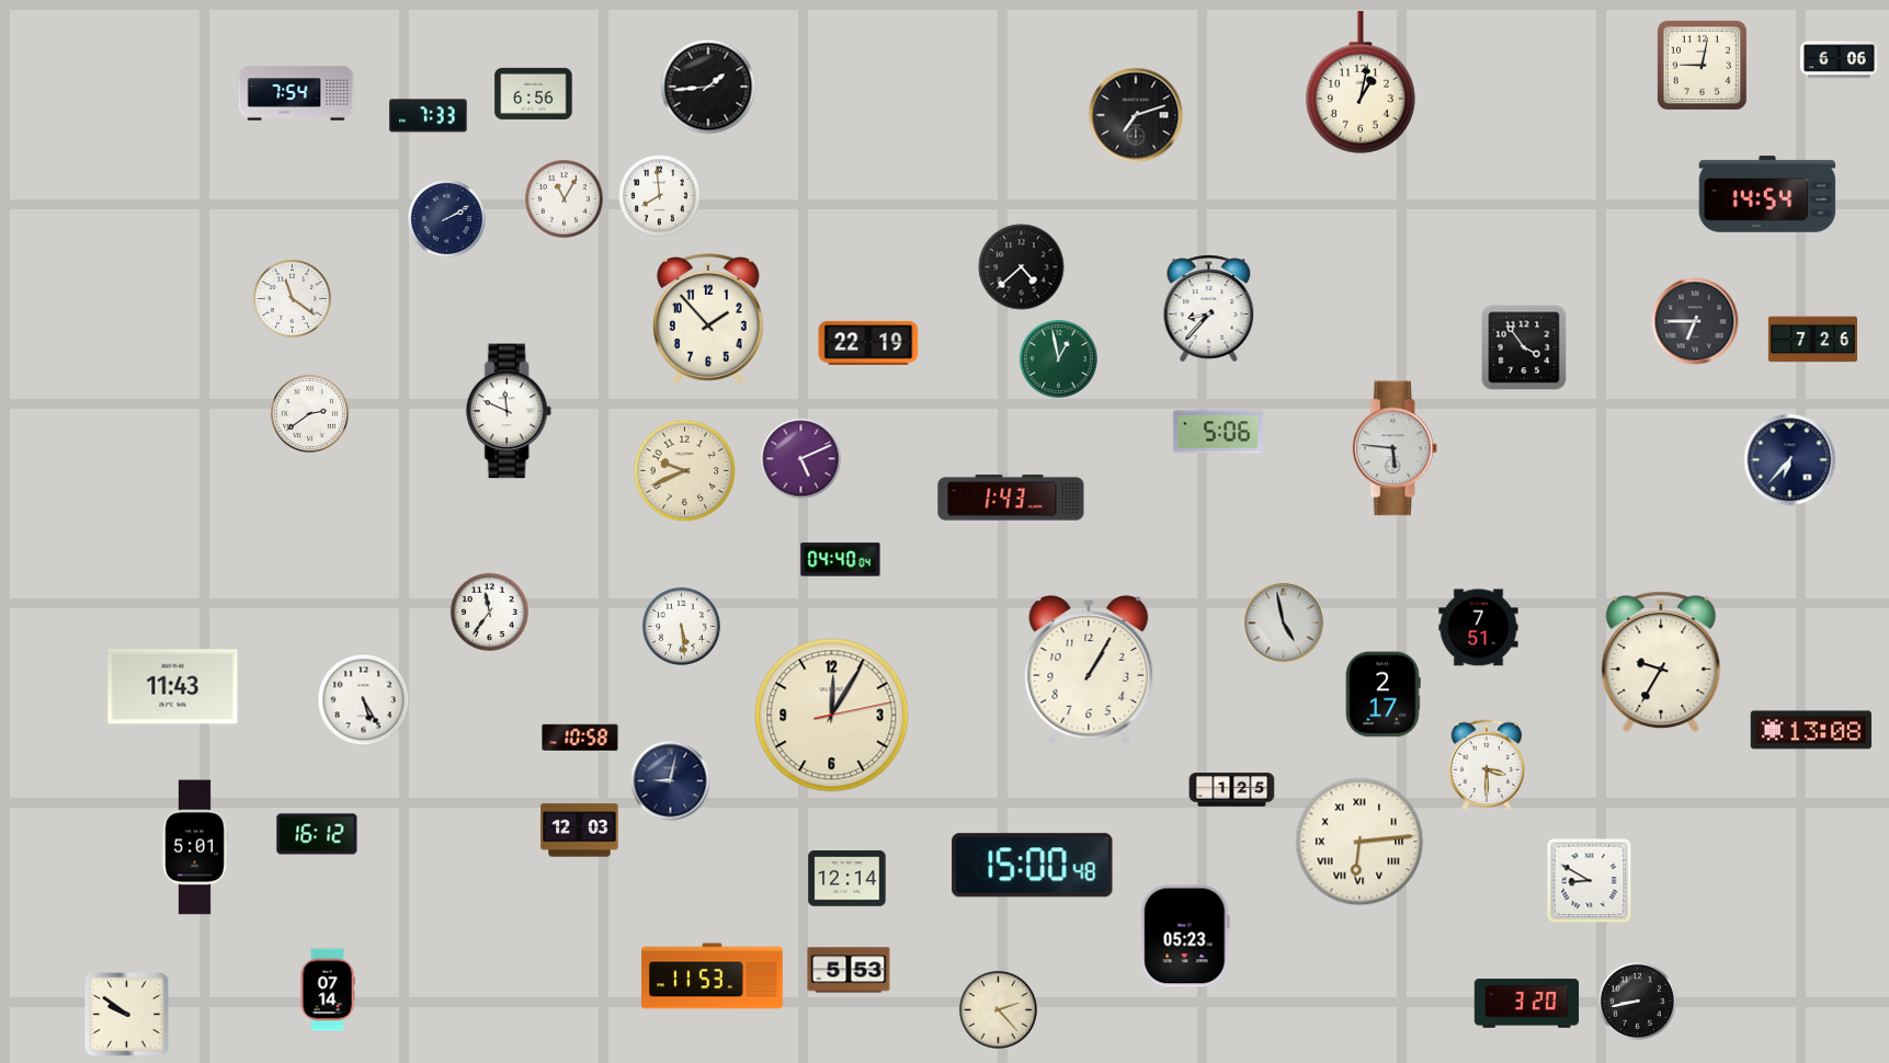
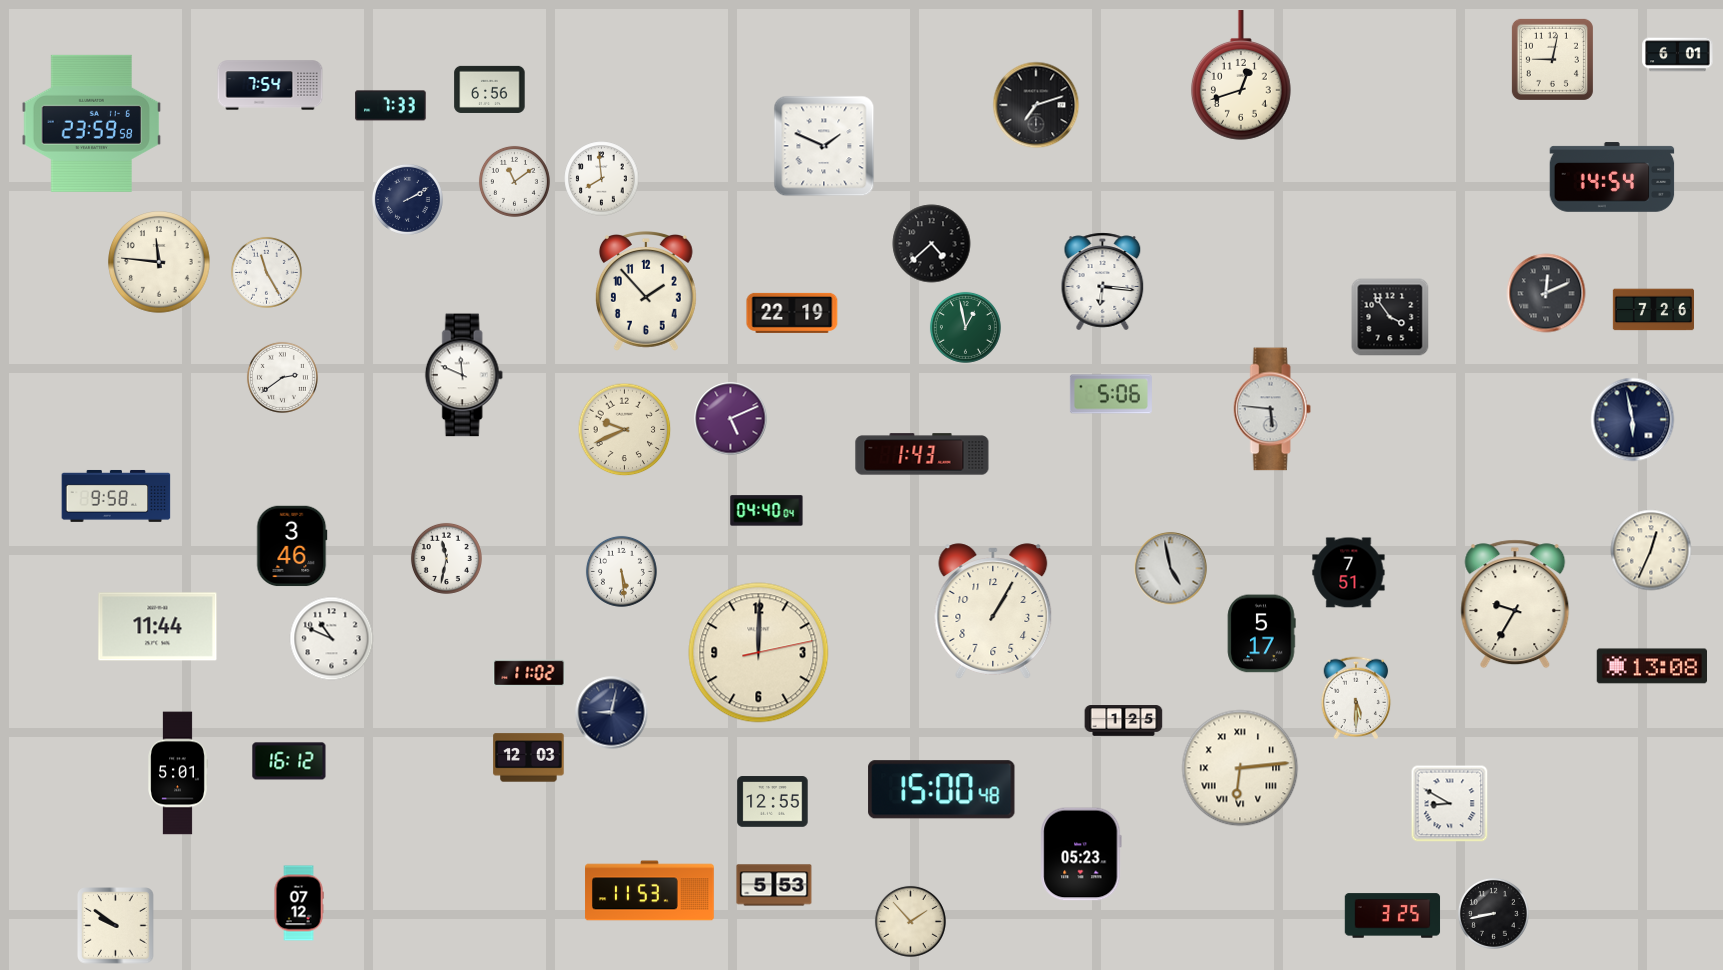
clock at (1840, 60): 6:06 -> 6:01
clock at (1361, 82): 1:02 -> 12:42
clock at (708, 87): 1:44 -> none
clock at (534, 93) position: (534, 93) -> (490, 89)
clock at (92, 123): none -> 23:59
clock at (824, 146): none -> 1:49
clock at (564, 198): 11:05 -> 11:09
clock at (159, 262): none -> 11:46
clock at (292, 298): 11:21 -> 11:25
clock at (1209, 309): 8:37 -> 6:16
clock at (1695, 321): 6:45 -> 12:11
clock at (1790, 460): 6:37 -> 5:58
clock at (116, 496): none -> 9:58
clock at (292, 546): none -> 3:46
clock at (1651, 550): none -> 12:34
clock at (489, 611): 11:36 -> 11:32
clock at (173, 687): 11:43 -> 11:44
clock at (1382, 695): 2:17 -> 5:17
clock at (364, 700): 5:25 -> 10:49
clock at (832, 716): 12:05 -> 12:00
clock at (580, 738): 10:58 -> 11:02
clock at (1487, 765): 3:30 -> 5:30
clock at (847, 879): 12:14 -> 12:55
clock at (328, 990): 07:14 -> 07:12
clock at (1527, 1004): 3:20 -> 3:25
clock at (998, 1009): 2:23 -> 1:53
